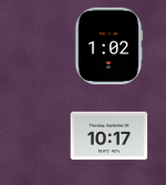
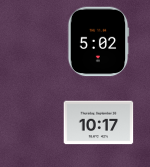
clock at (108, 47): 1:02 -> 5:02
